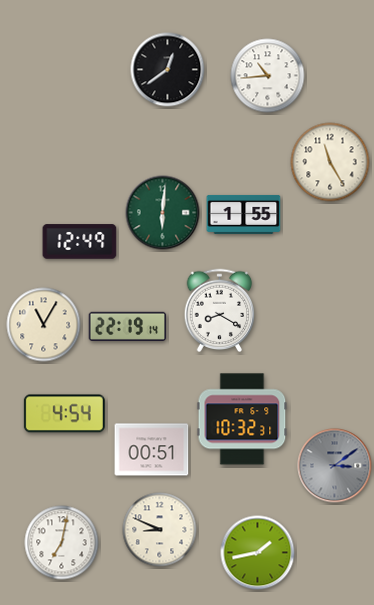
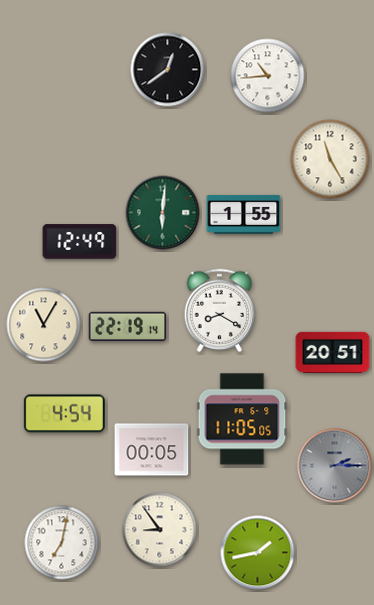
clock at (330, 162) position: (330, 162) -> (330, 159)
clock at (333, 352): none -> 20:51
clock at (242, 419): 10:32 -> 11:05
clock at (152, 450): 00:51 -> 00:05
clock at (335, 466): 3:09 -> 2:15
clock at (160, 530): 8:49 -> 8:54
